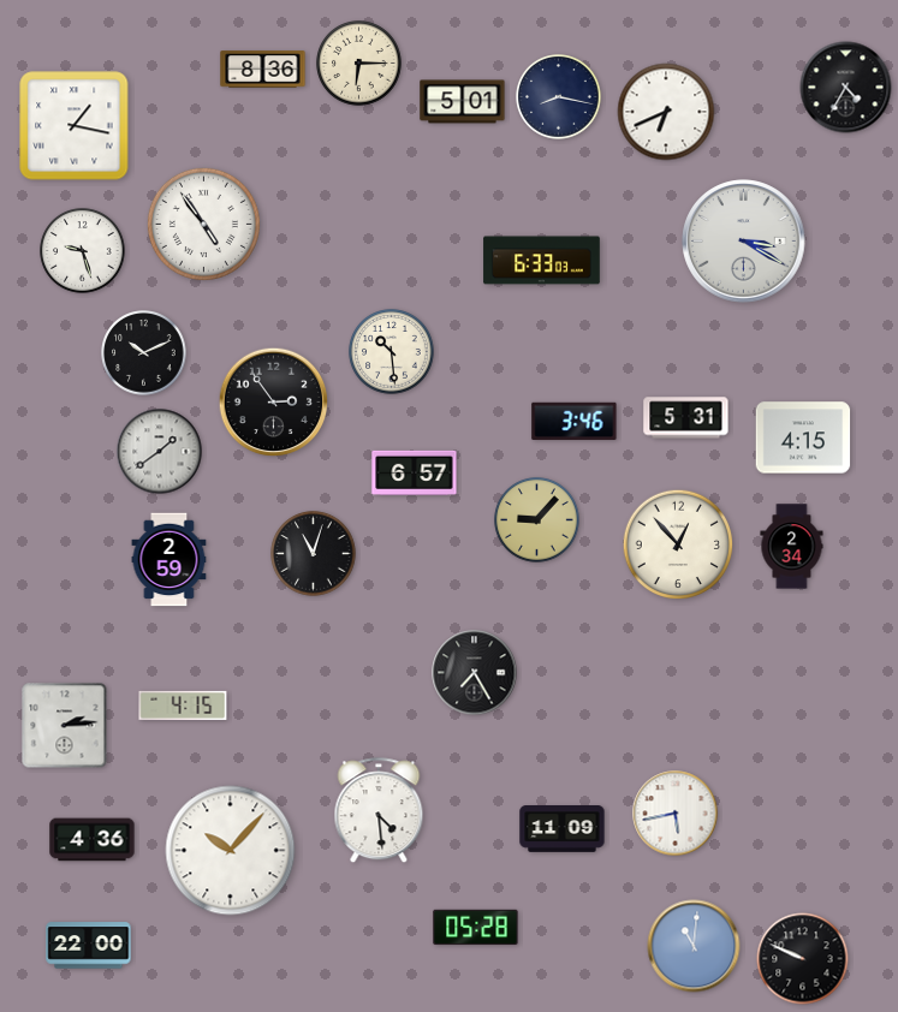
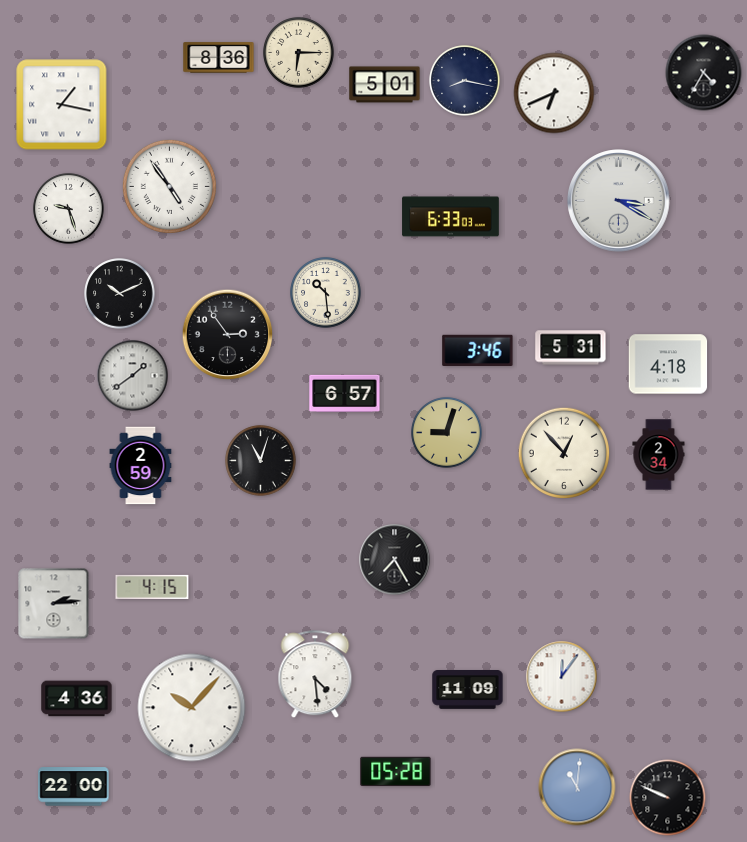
clock at (803, 437): 4:15 -> 4:18
clock at (537, 520): 9:07 -> 9:03
clock at (676, 814): 5:43 -> 12:06
